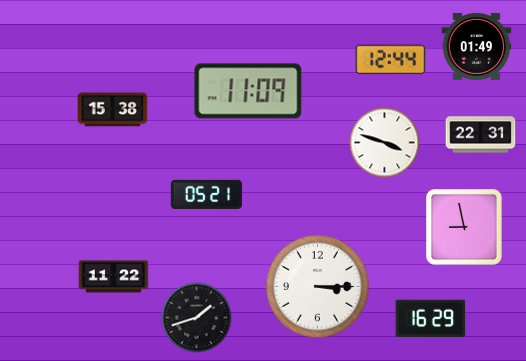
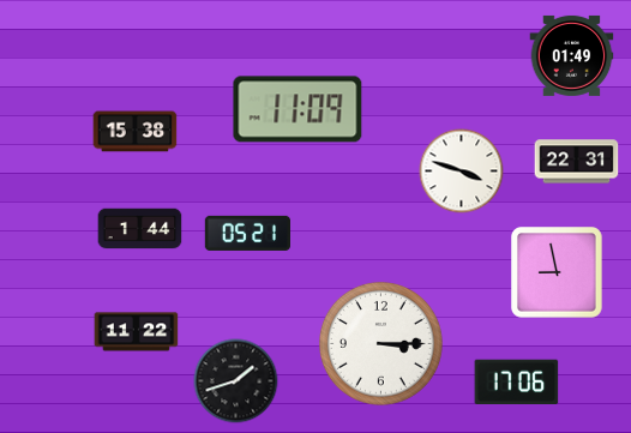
clock at (391, 60): 12:44 -> none
clock at (140, 229): none -> 1:44
clock at (431, 319): 16:29 -> 17:06
